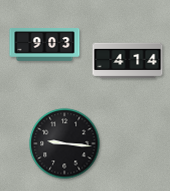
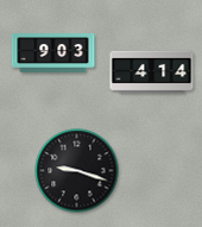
clock at (65, 144): 9:16 -> 9:18
